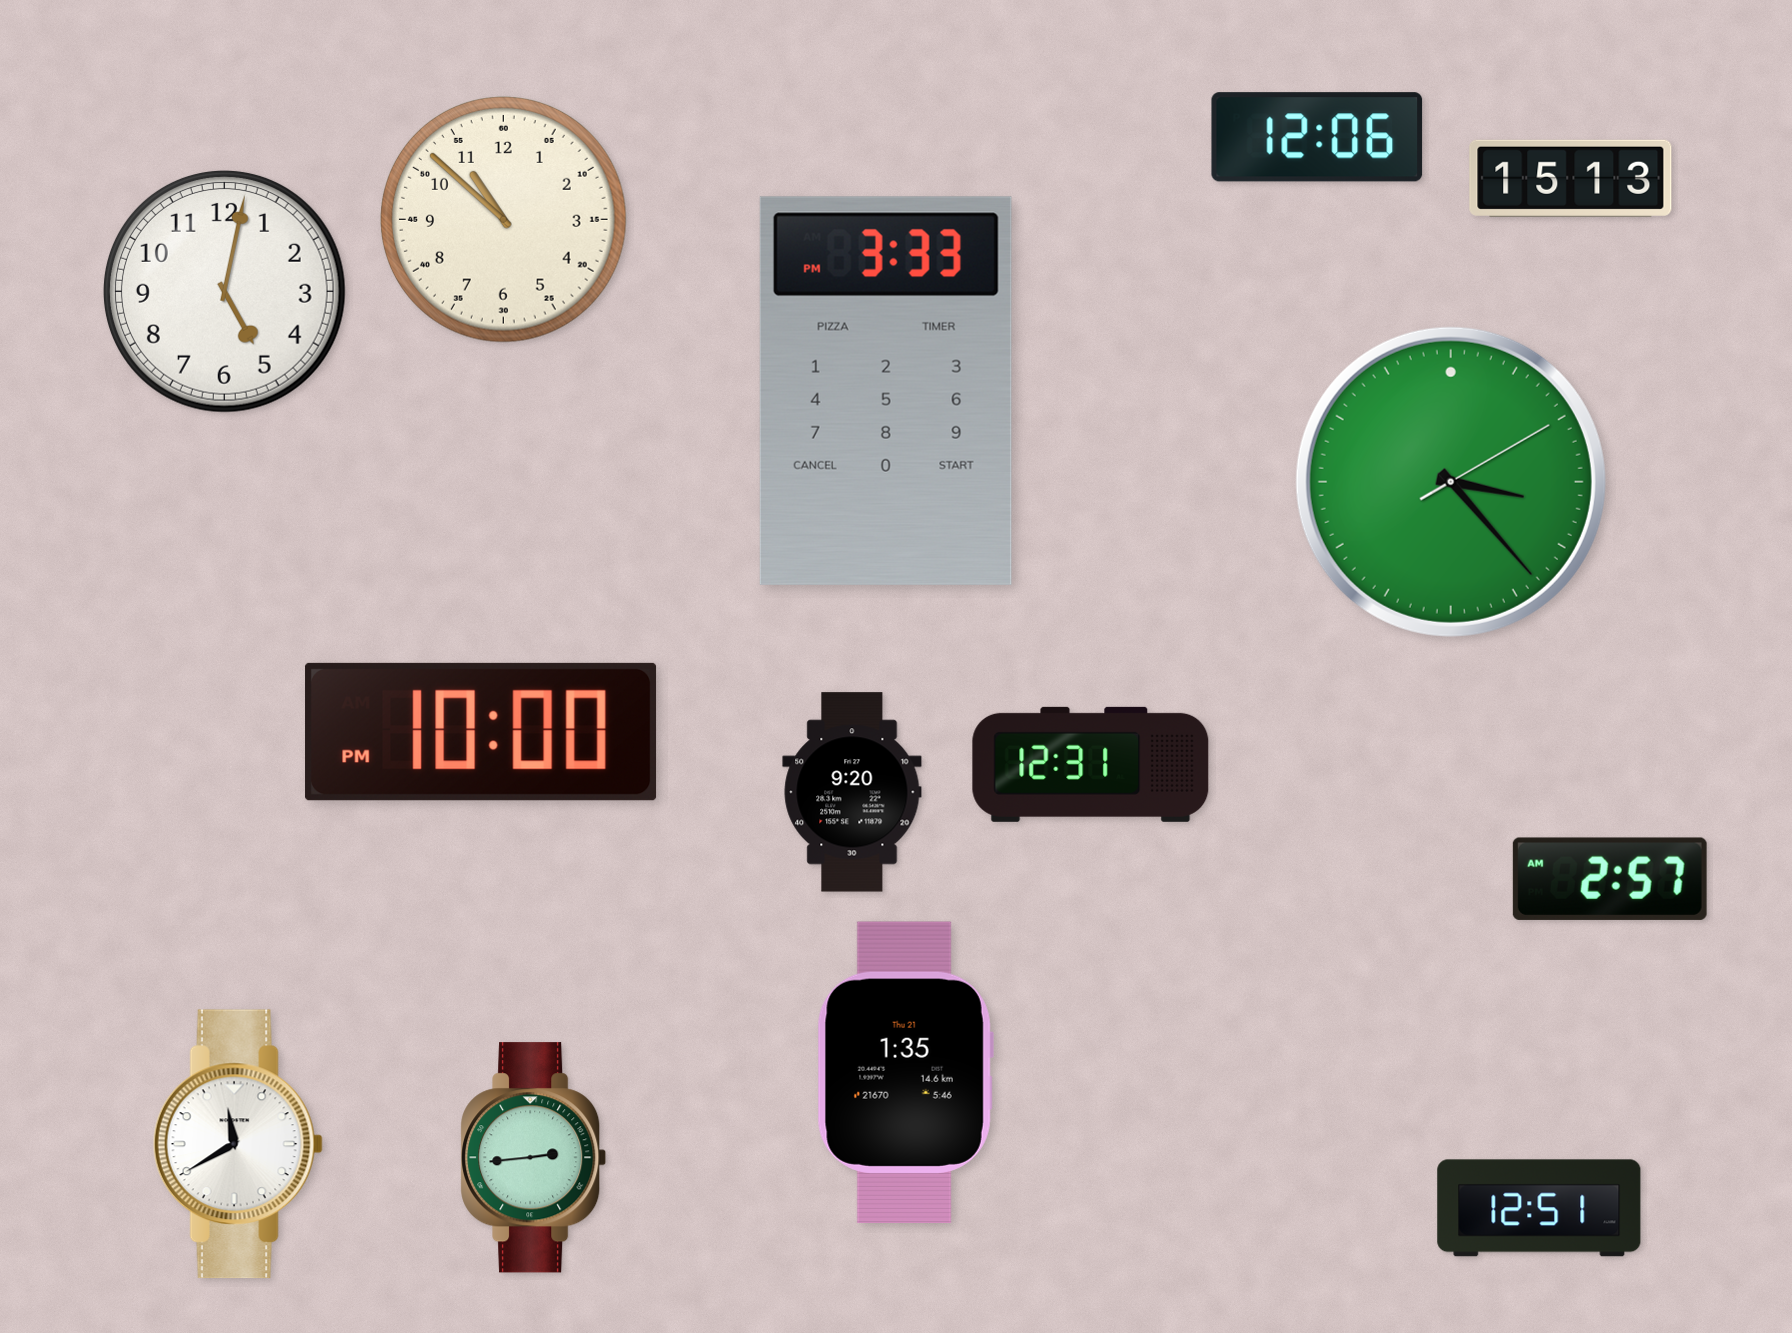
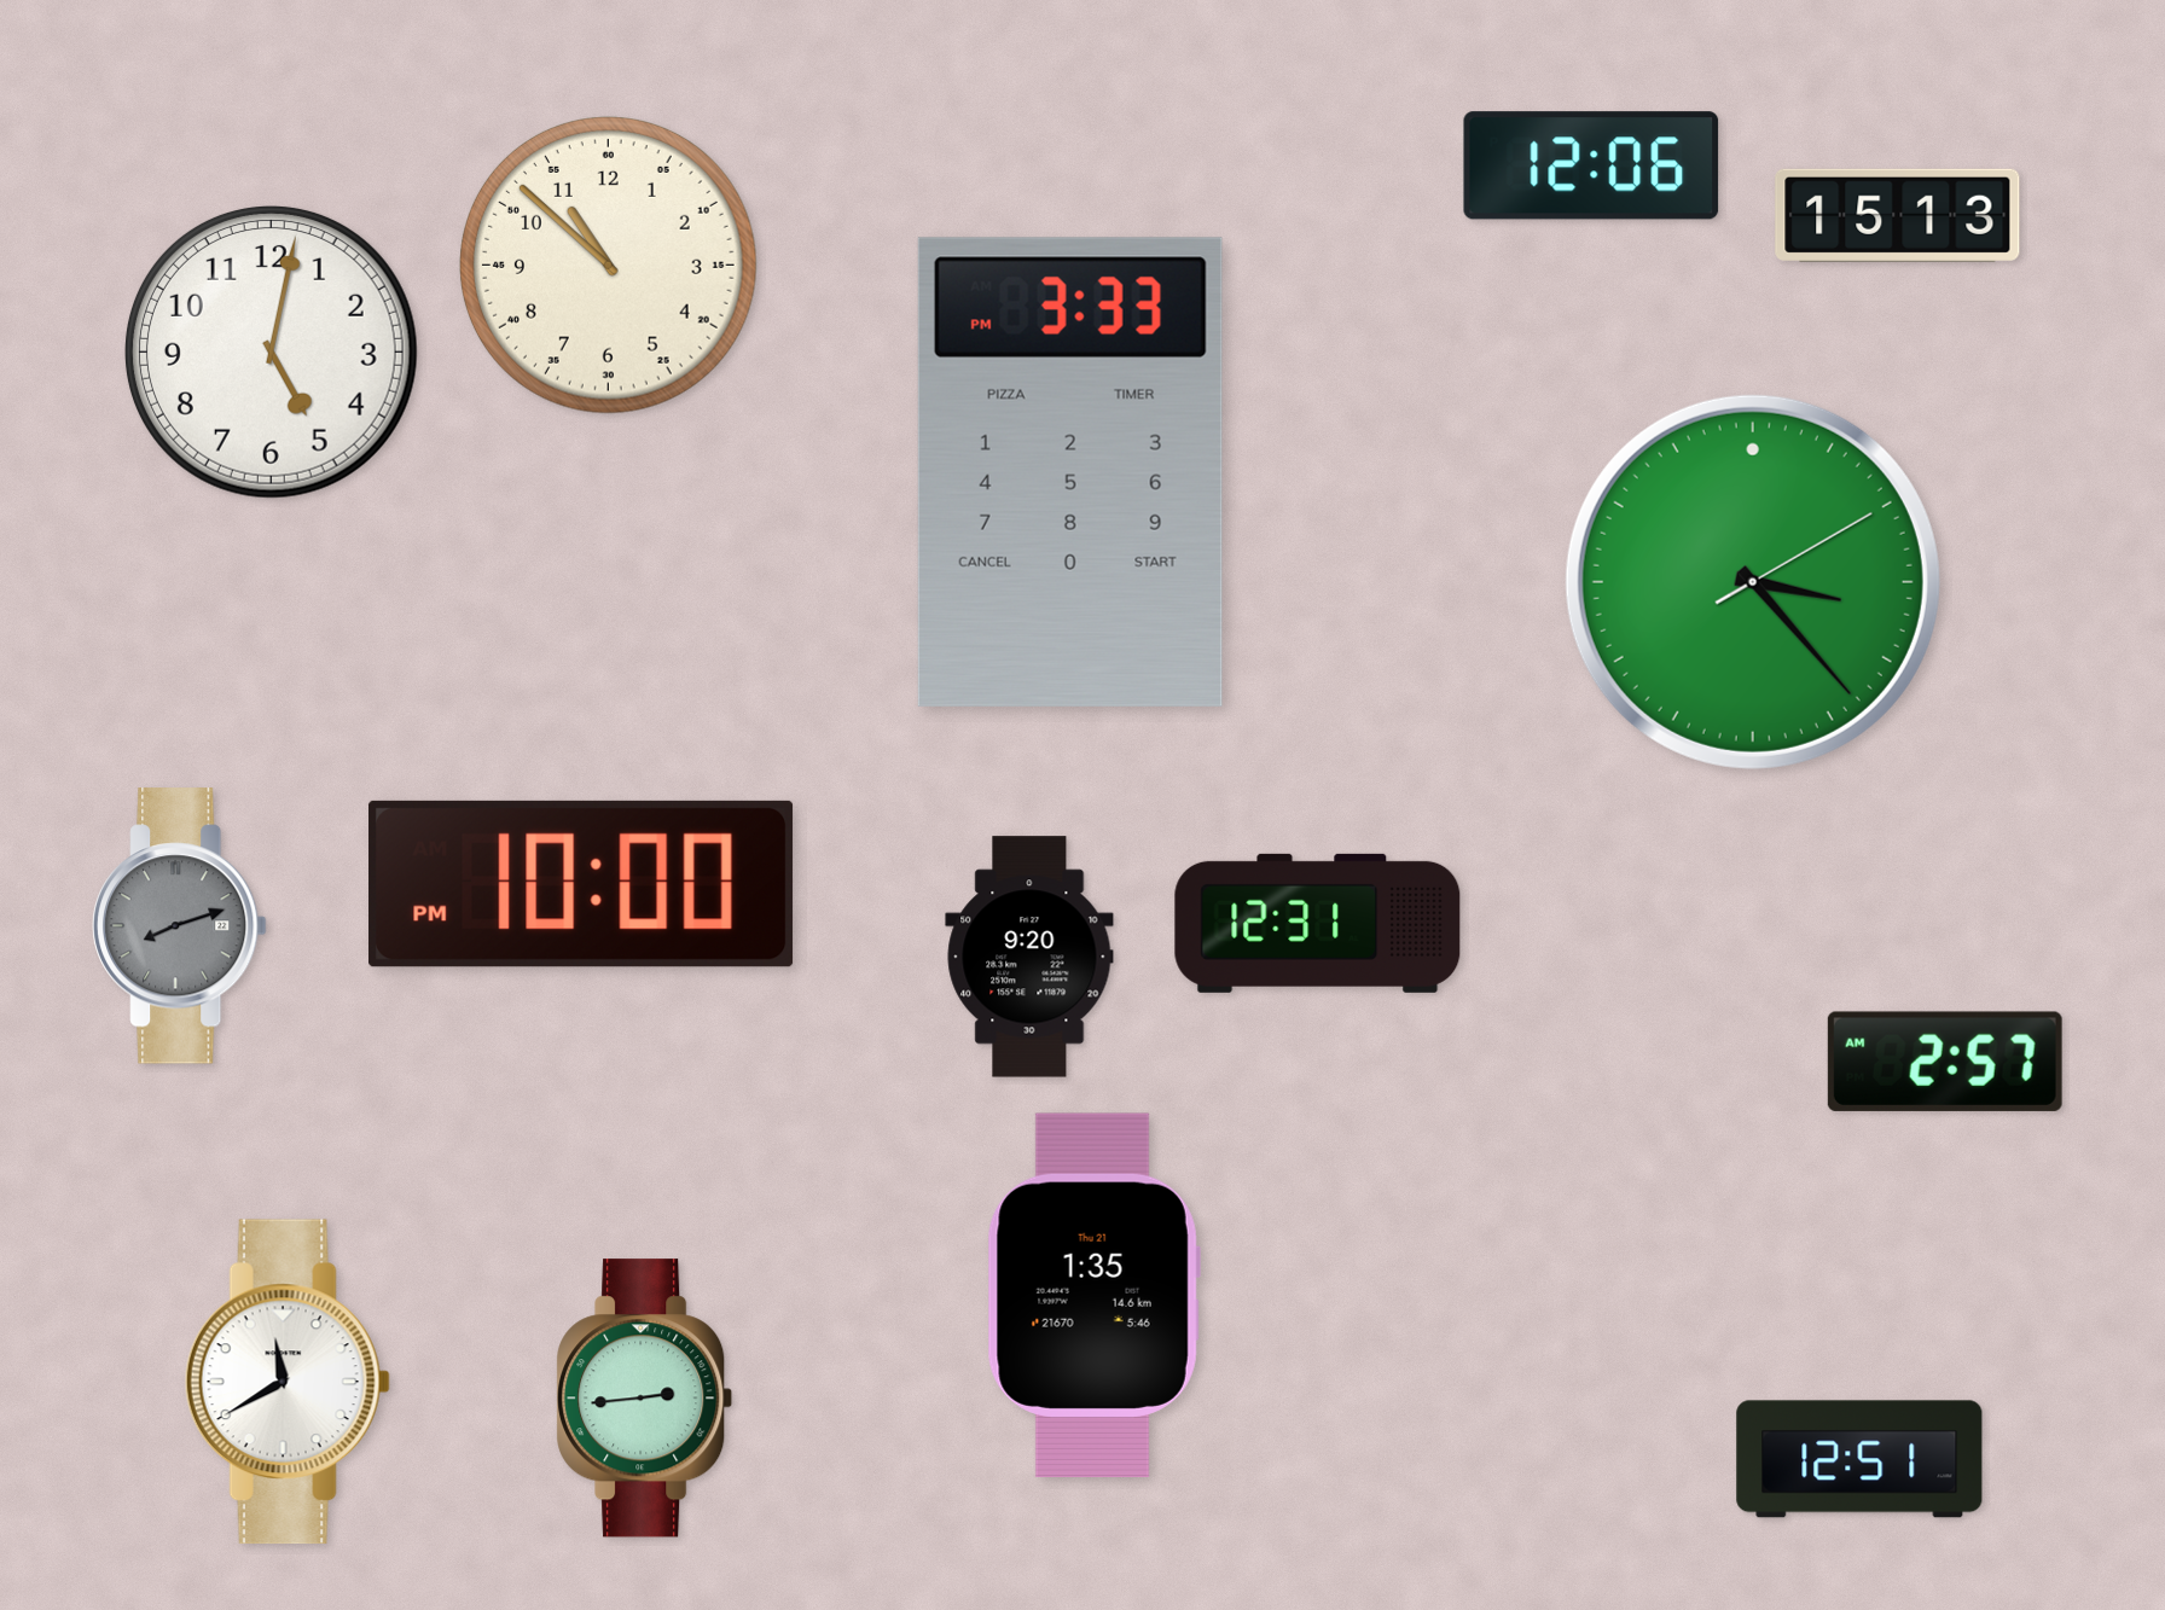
clock at (180, 926): none -> 8:12
